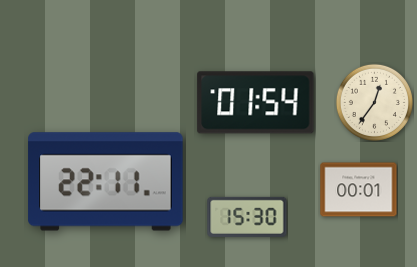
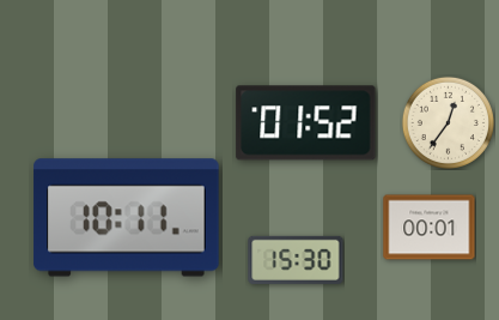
clock at (256, 103): 01:54 -> 01:52
clock at (106, 182): 22:11 -> 10:11
